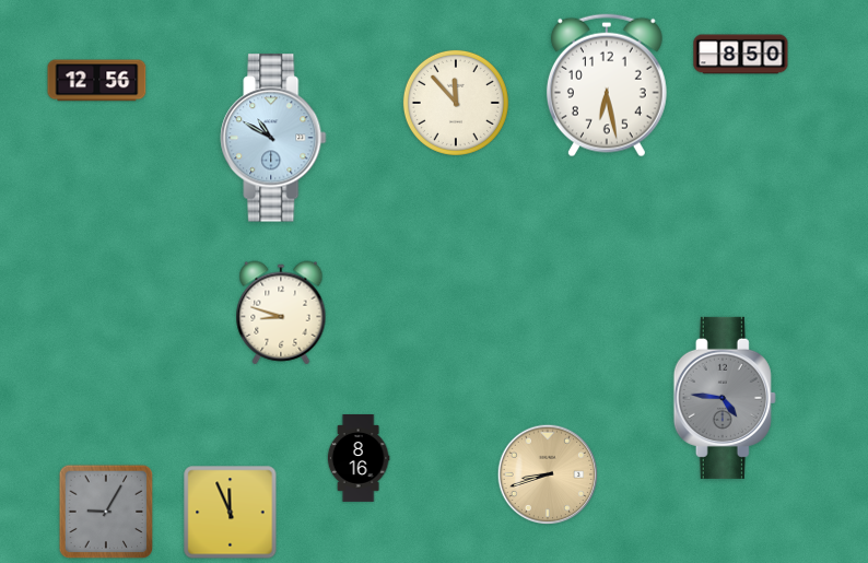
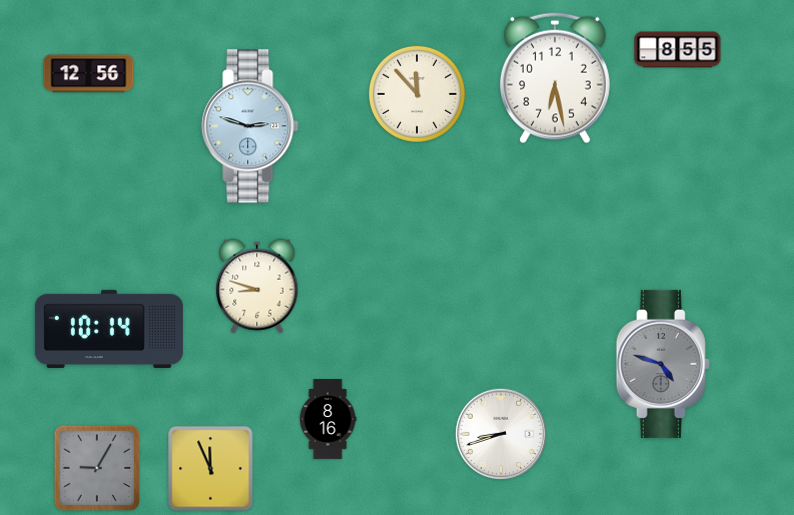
clock at (741, 55): 8:50 -> 8:55
clock at (273, 138): 10:50 -> 2:48
clock at (109, 329): none -> 10:14
clock at (725, 398): 4:46 -> 4:48
clock at (548, 474) dial: champagne -> white
